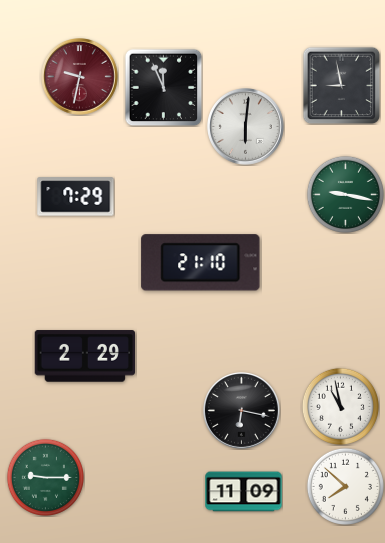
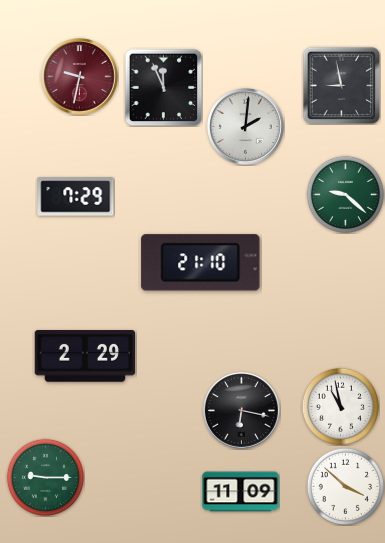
clock at (246, 127): 6:01 -> 2:01
clock at (345, 194): 9:17 -> 9:22
clock at (345, 486): 7:52 -> 3:52
clock at (244, 492) position: (244, 492) -> (241, 492)
